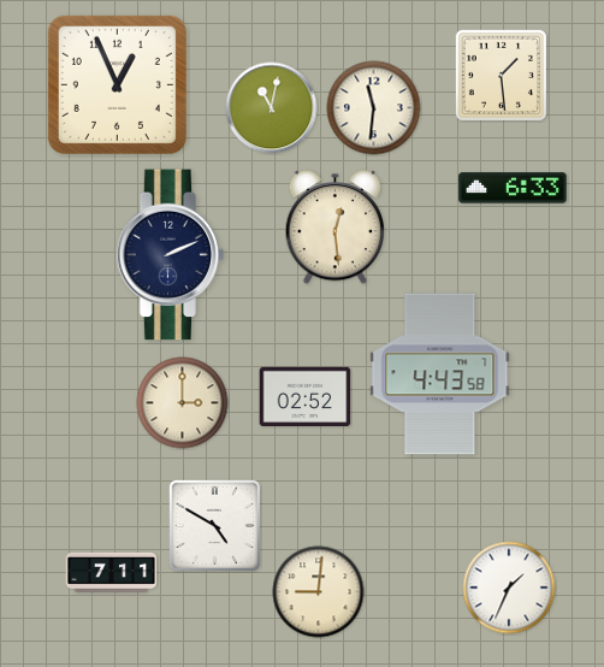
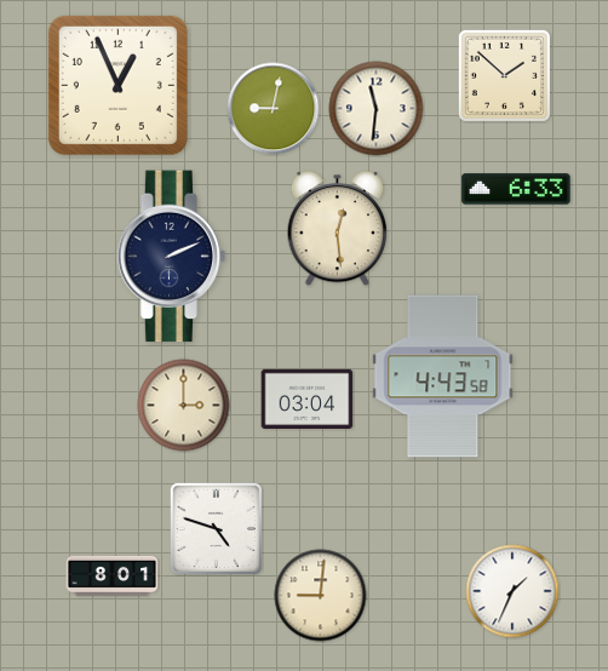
clock at (501, 75): 1:29 -> 1:52
clock at (272, 108): 11:02 -> 9:02
clock at (306, 396): 02:52 -> 03:04
clock at (214, 525): 4:50 -> 4:48
clock at (112, 572): 7:11 -> 8:01
